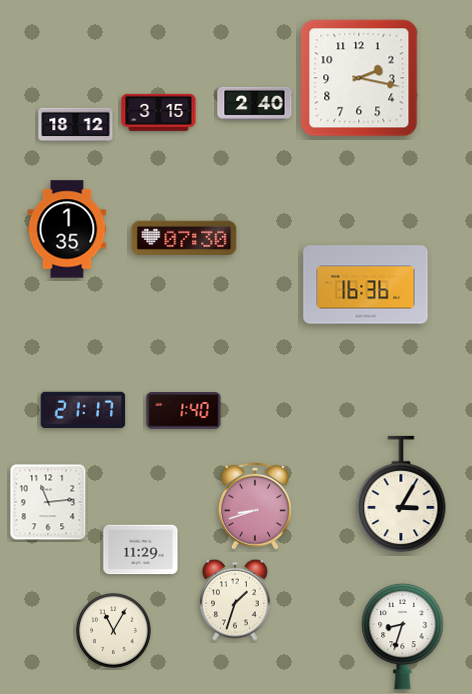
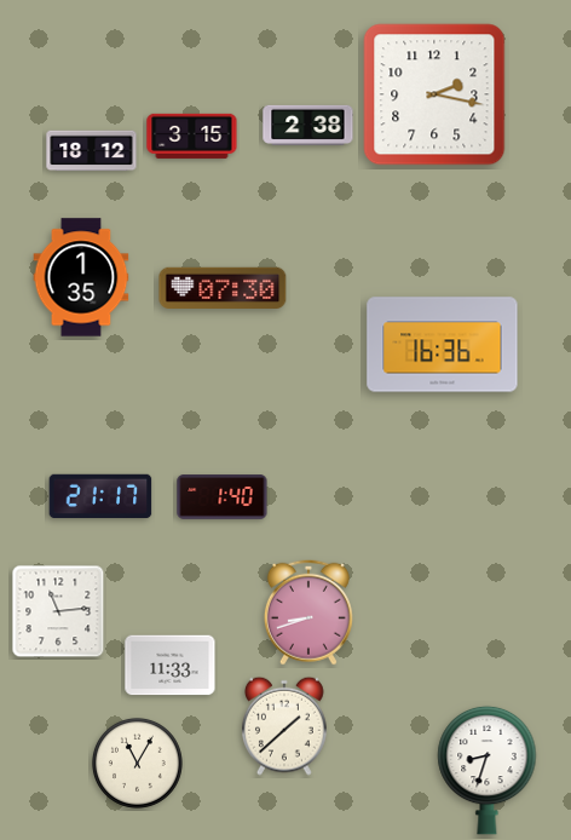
clock at (255, 103): 2:40 -> 2:38
clock at (401, 494): 3:05 -> none
clock at (48, 502) position: (48, 502) -> (58, 611)
clock at (141, 550): 11:29 -> 11:33
clock at (236, 600): 1:33 -> 1:38
